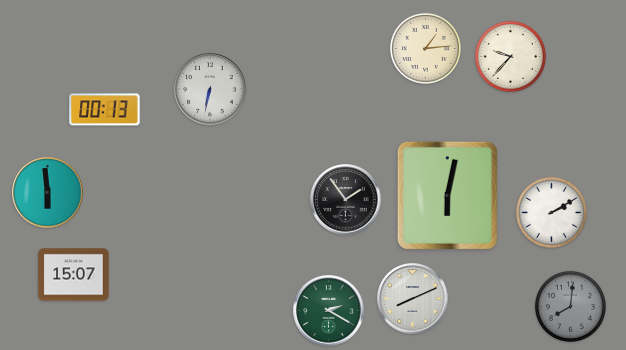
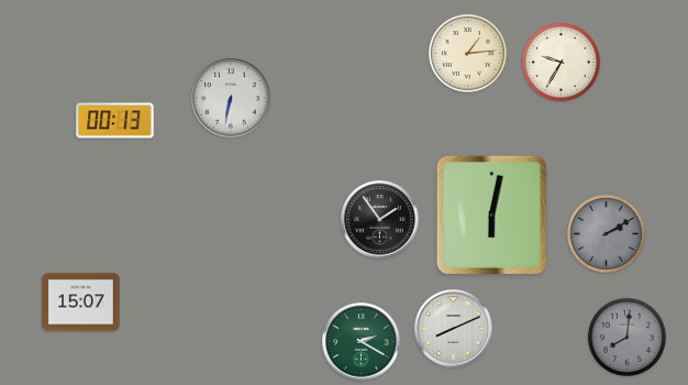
clock at (510, 56): 9:37 -> 9:35
clock at (48, 193): 5:59 -> none
clock at (551, 212) dial: white -> grey
